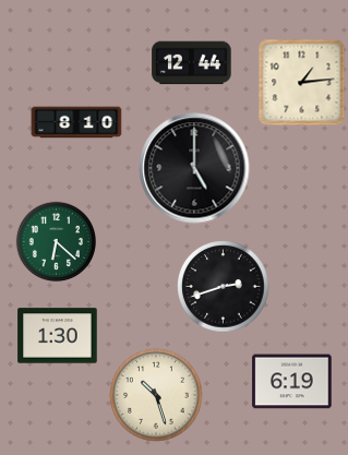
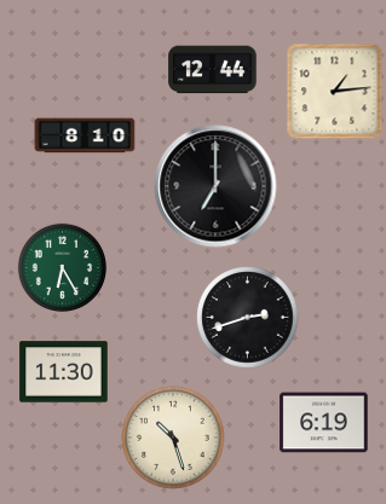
clock at (194, 168): 5:00 -> 7:00
clock at (56, 241): 6:22 -> 6:25
clock at (58, 336): 1:30 -> 11:30
